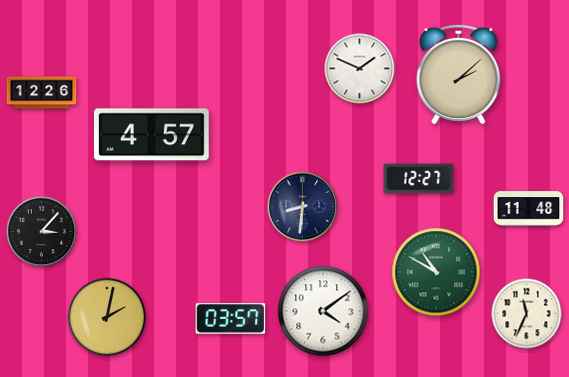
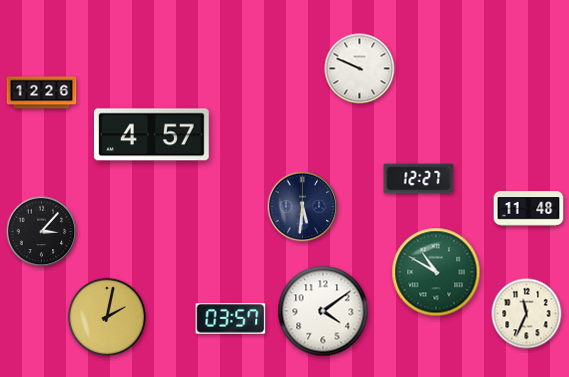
clock at (360, 69): 1:49 -> 9:49
clock at (459, 74): 2:08 -> none
clock at (303, 207): 8:31 -> 5:31
